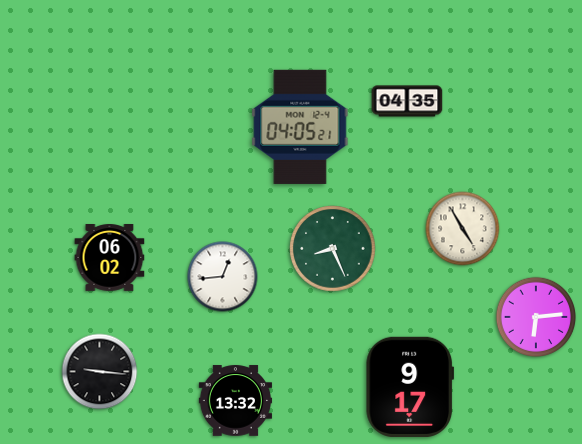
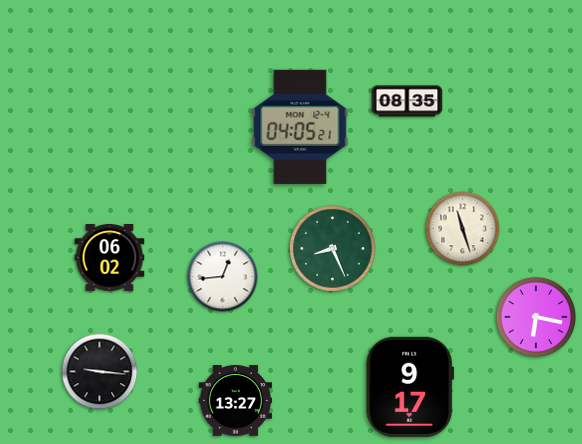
clock at (407, 101): 04:35 -> 08:35
clock at (463, 229): 4:55 -> 11:27
clock at (536, 317): 6:14 -> 6:17
clock at (236, 401): 13:32 -> 13:27
